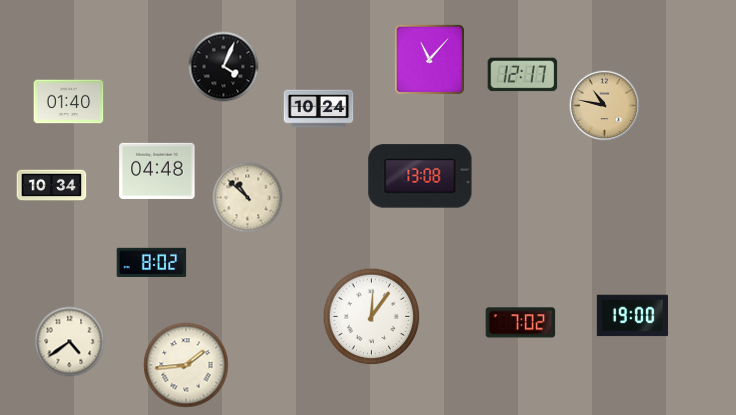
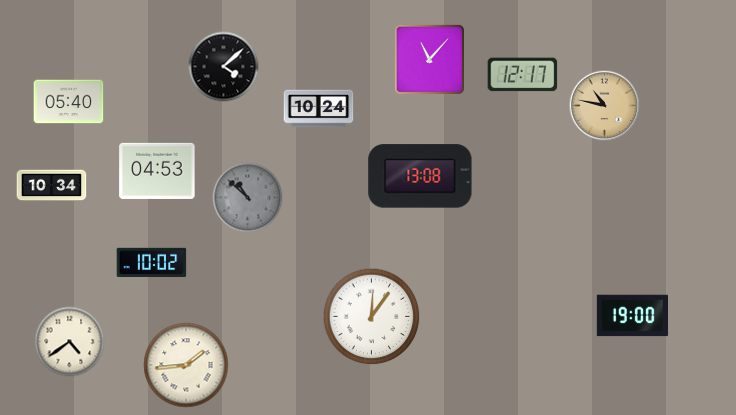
clock at (224, 67): 4:04 -> 4:08
clock at (69, 102): 01:40 -> 05:40
clock at (157, 171): 04:48 -> 04:53
clock at (248, 198) dial: cream -> grey
clock at (152, 262): 8:02 -> 10:02
clock at (521, 323): 7:02 -> none
